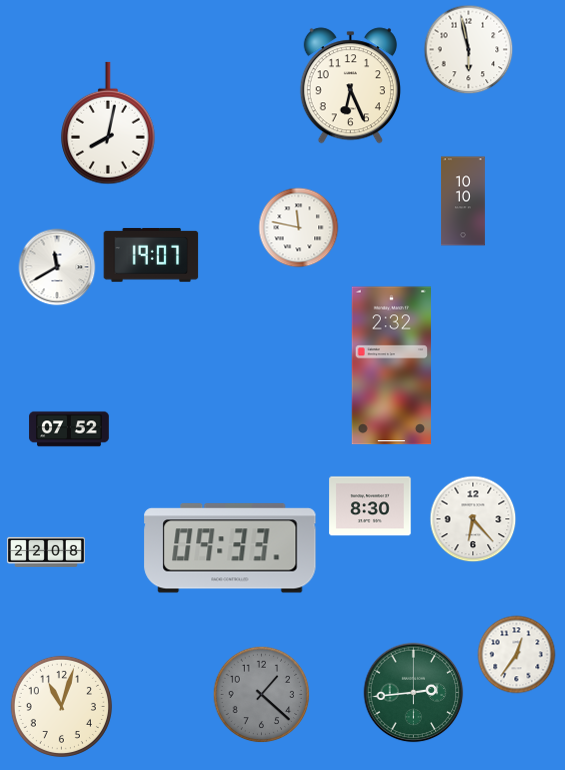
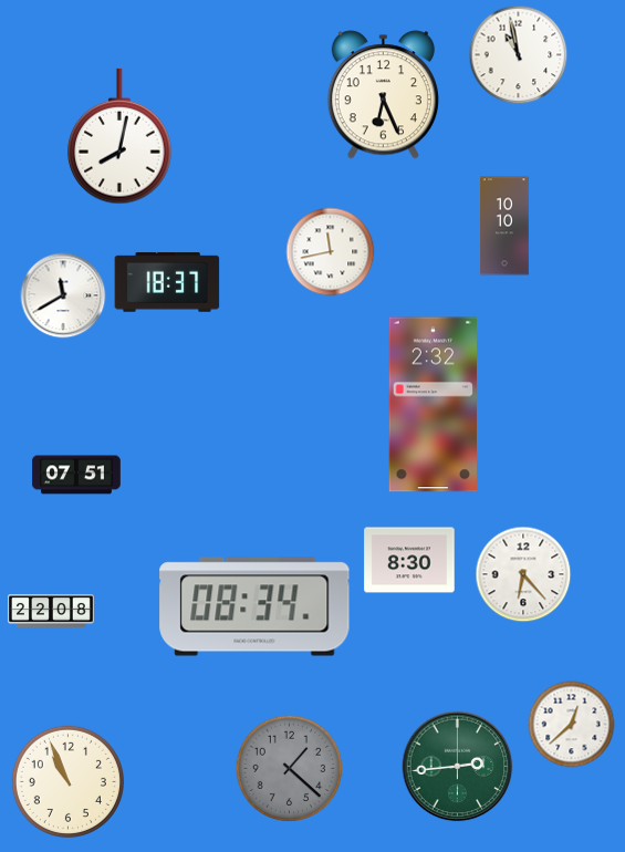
clock at (469, 50): 5:58 -> 10:58
clock at (350, 86) position: (350, 86) -> (383, 95)
clock at (464, 201) position: (464, 201) -> (506, 226)
clock at (299, 228): 11:47 -> 11:43
clock at (151, 255): 19:07 -> 18:37
clock at (69, 429): 07:52 -> 07:51
clock at (230, 548): 09:33 -> 08:34
clock at (517, 655): 12:36 -> 12:38
clock at (61, 706): 11:03 -> 10:56
